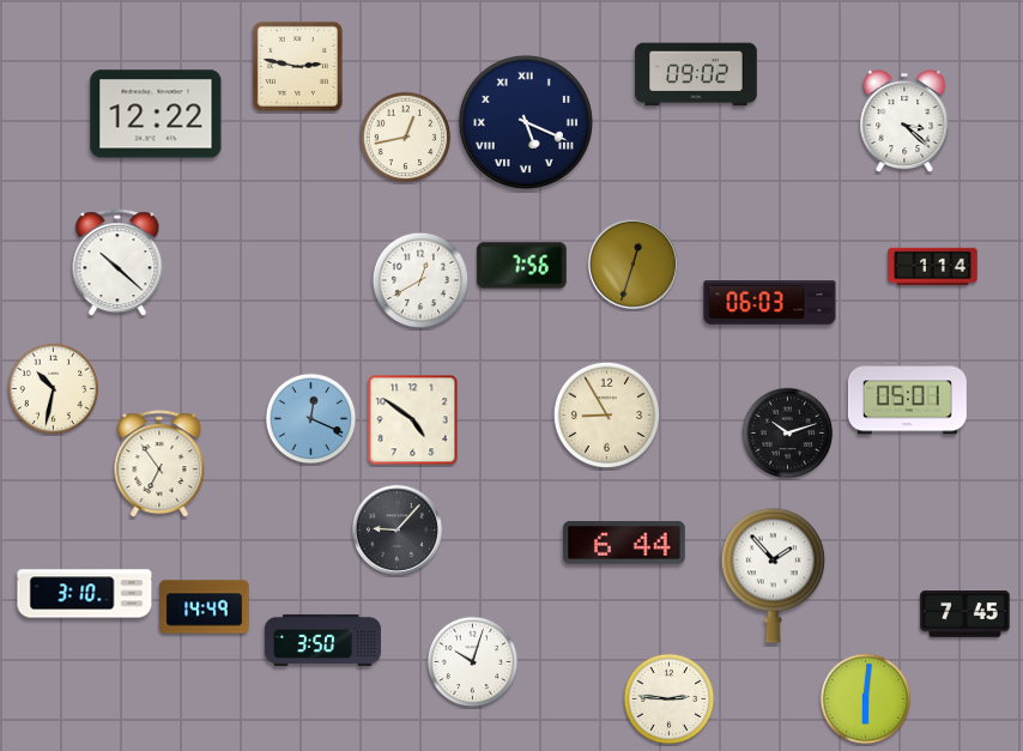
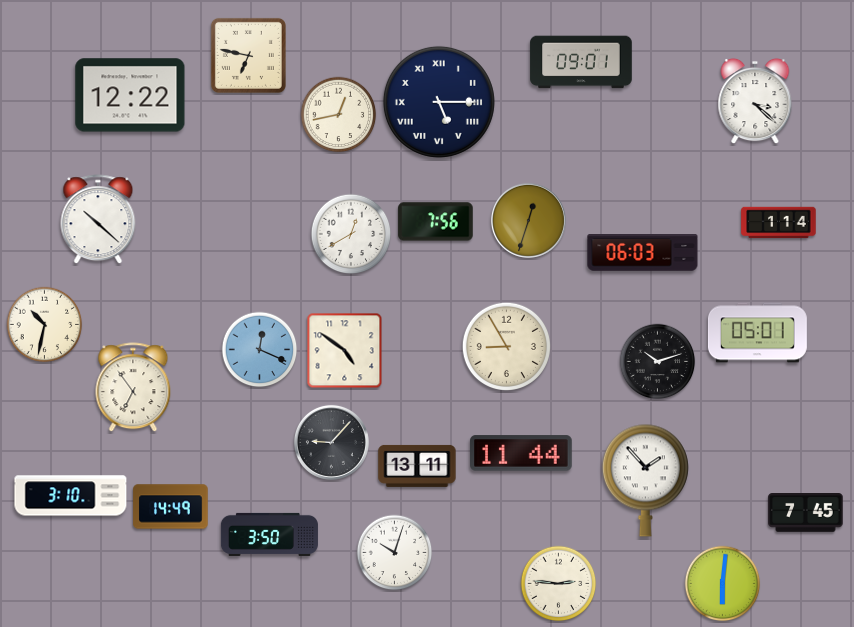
clock at (297, 66): 2:47 -> 6:47
clock at (696, 74): 09:02 -> 09:01
clock at (526, 122): 5:19 -> 5:15
clock at (624, 543): 6:44 -> 11:44
clock at (417, 466): none -> 13:11
